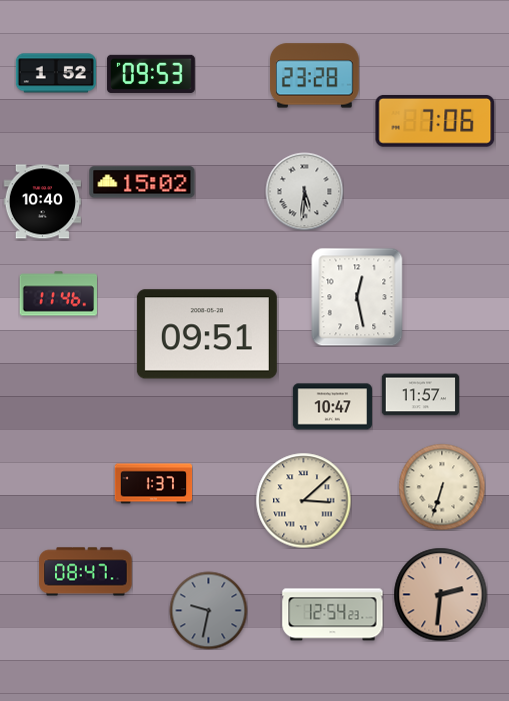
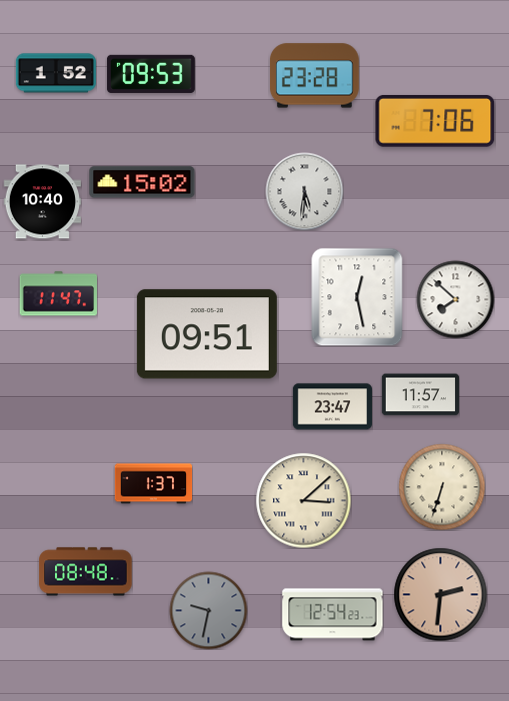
clock at (58, 294): 11:46 -> 11:47
clock at (455, 299): none -> 7:52
clock at (332, 407): 10:47 -> 23:47
clock at (86, 572): 08:47 -> 08:48
